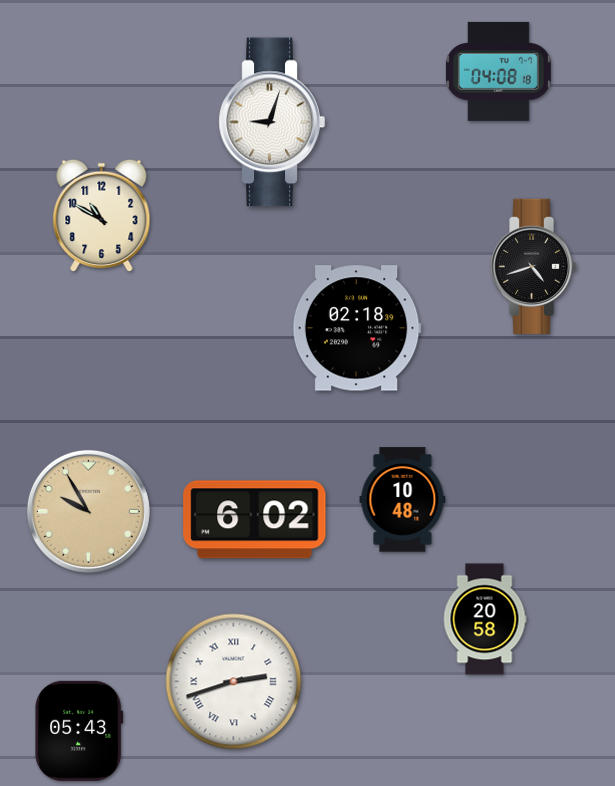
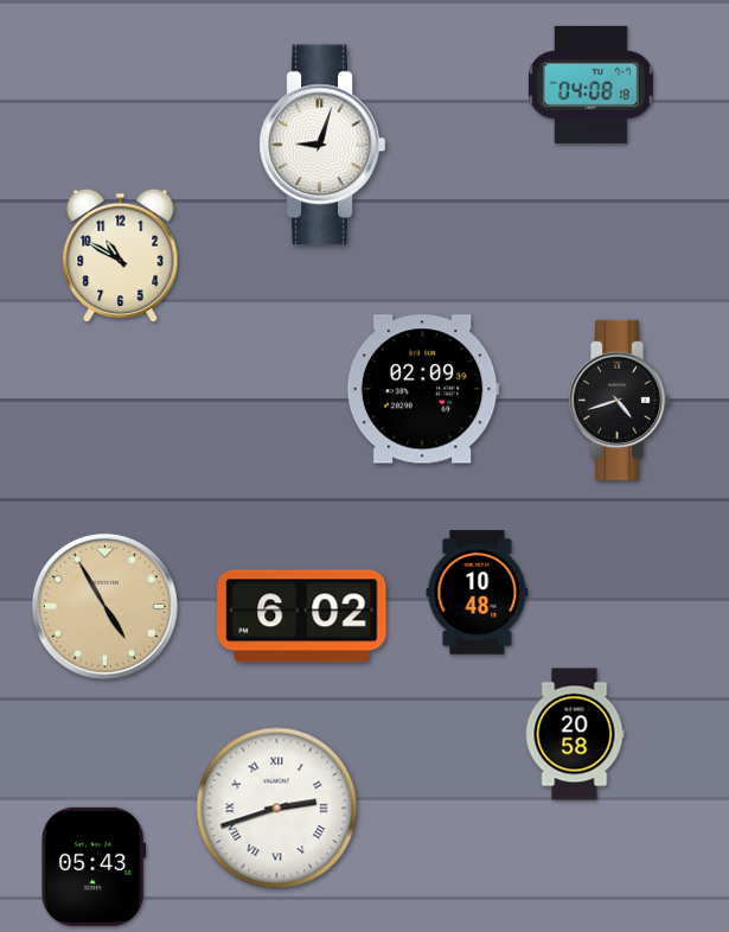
clock at (533, 266) position: (533, 266) -> (619, 400)
clock at (357, 328): 02:18 -> 02:09
clock at (88, 511): 9:55 -> 4:55
